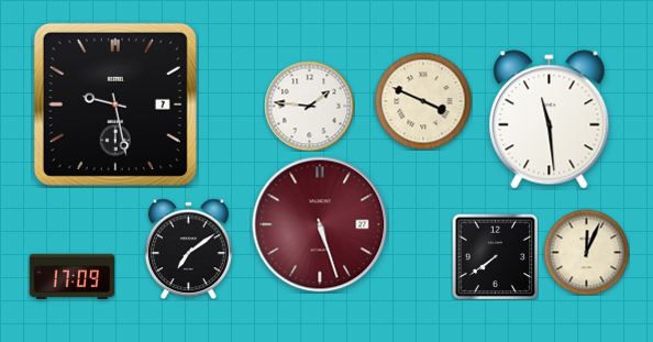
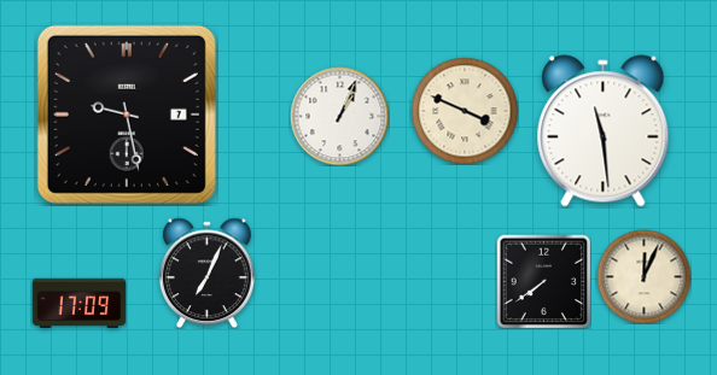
clock at (309, 106): 1:46 -> 1:04
clock at (320, 224): 5:27 -> none
clock at (188, 249): 7:09 -> 7:04
